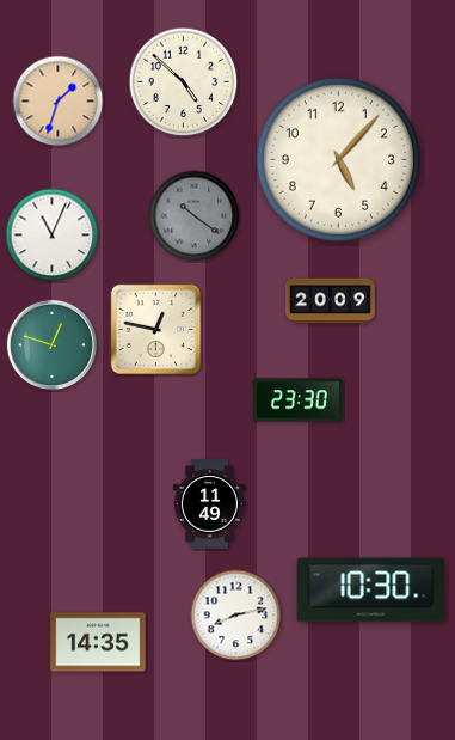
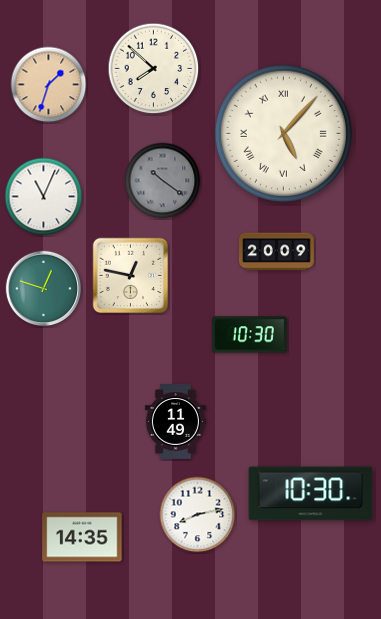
clock at (184, 82): 4:52 -> 7:52
clock at (338, 159) numerals: Arabic -> Roman
clock at (297, 400): 23:30 -> 10:30
